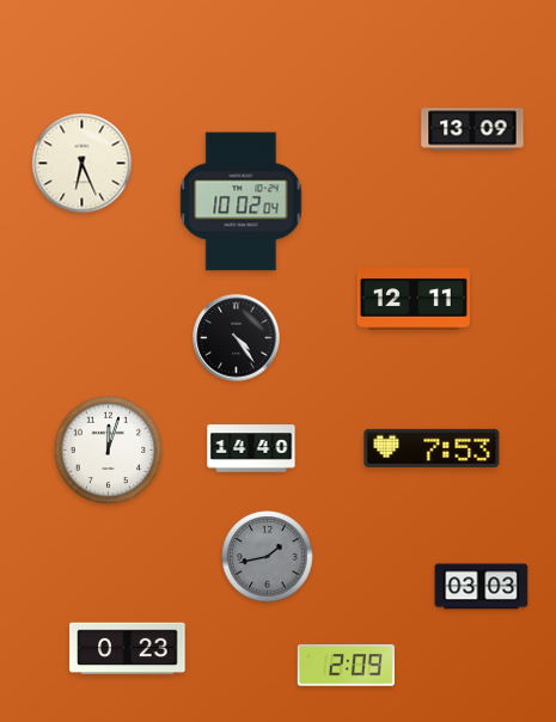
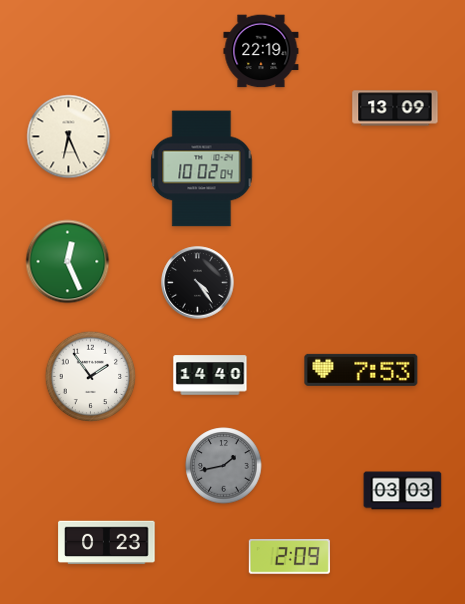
clock at (261, 51): none -> 22:19
clock at (414, 300): 12:11 -> none
clock at (68, 262): none -> 12:26
clock at (432, 448) position: (432, 448) -> (361, 370)
clock at (109, 451): 12:03 -> 1:54
